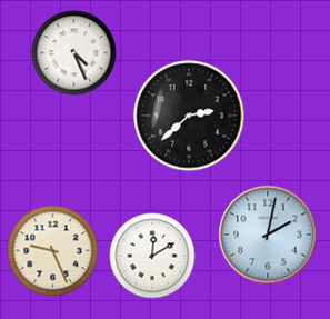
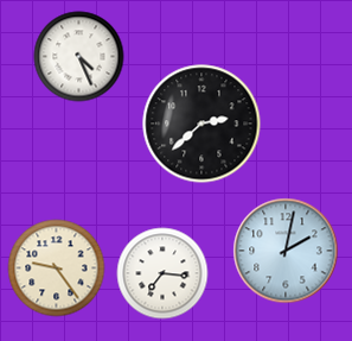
clock at (53, 251): 9:26 -> 9:24
clock at (152, 256): 12:10 -> 7:16
